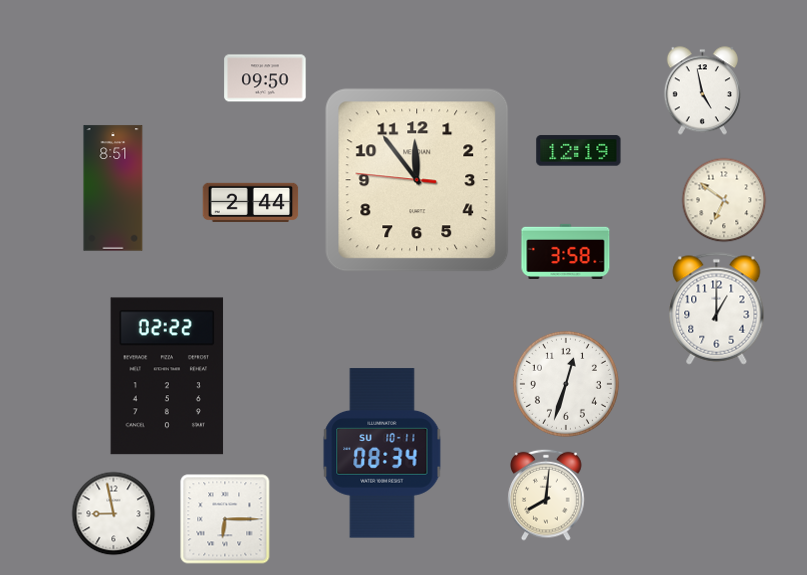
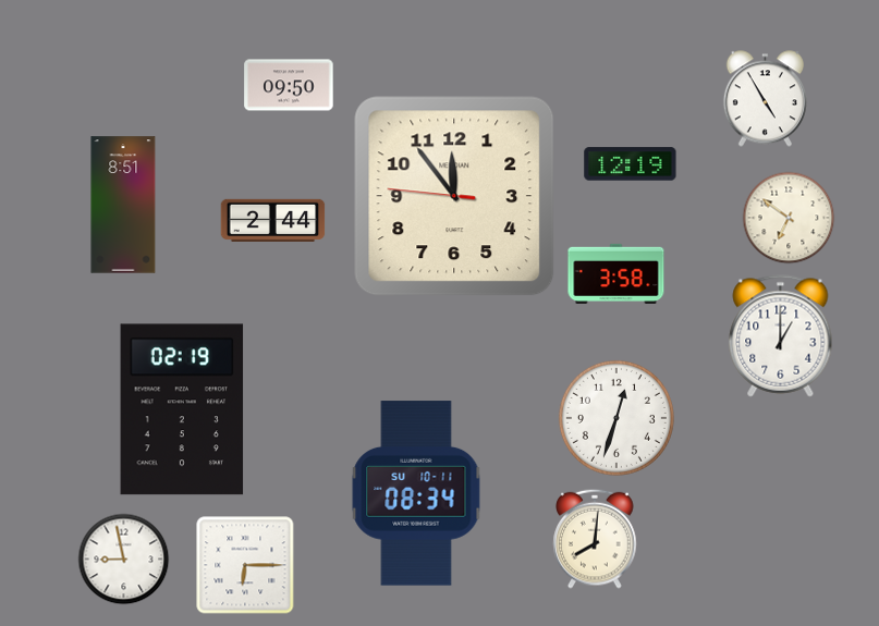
clock at (702, 91): 4:58 -> 4:55
clock at (167, 376): 02:22 -> 02:19
